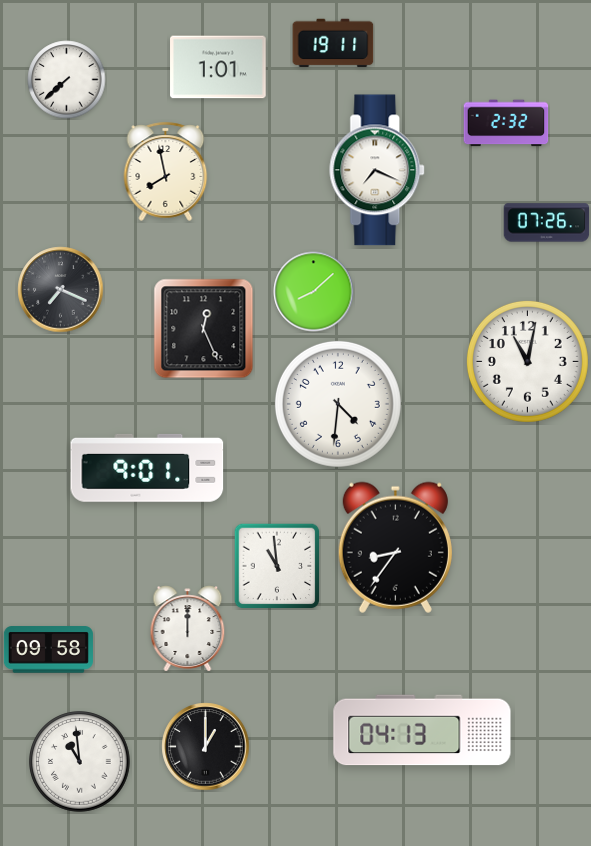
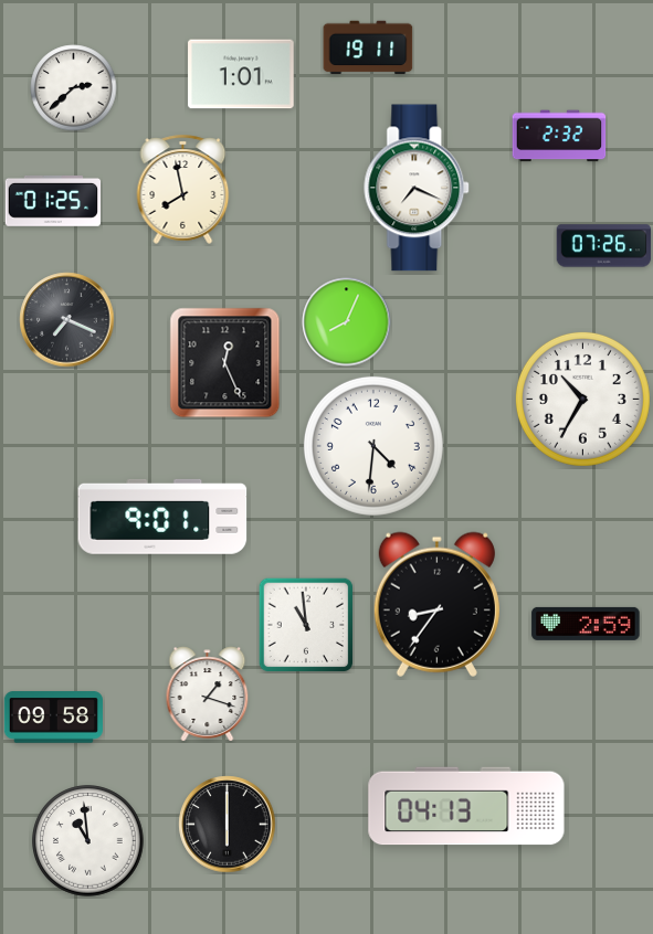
clock at (67, 80): 7:38 -> 2:38
clock at (53, 201): none -> 01:25
clock at (314, 292): 8:08 -> 8:04
clock at (527, 361): 11:02 -> 10:35
clock at (586, 624): none -> 2:59
clock at (188, 629): 12:00 -> 1:18
clock at (206, 747): 1:00 -> 6:00
